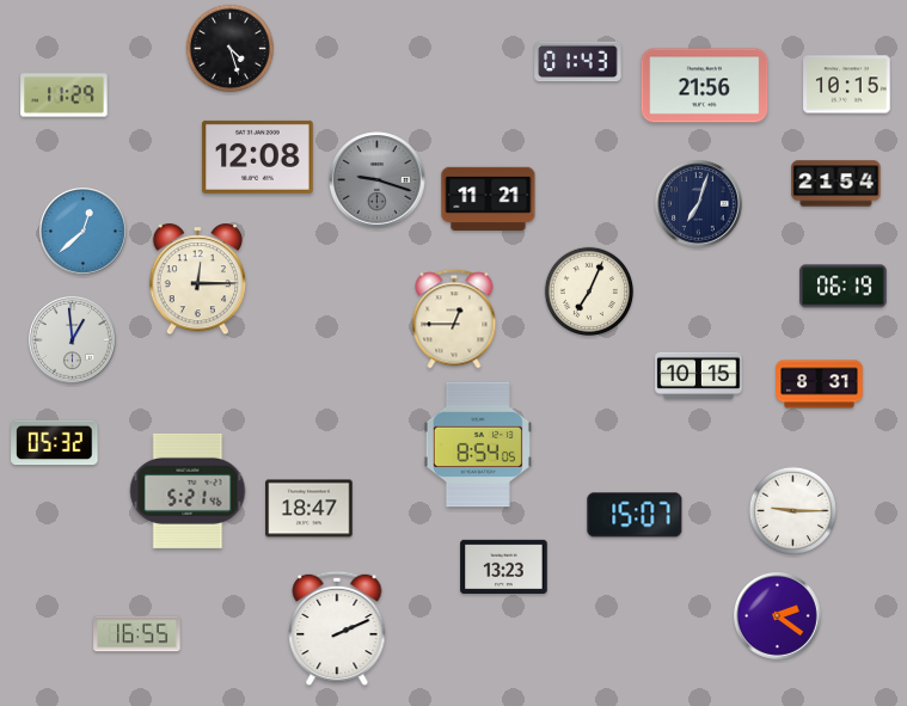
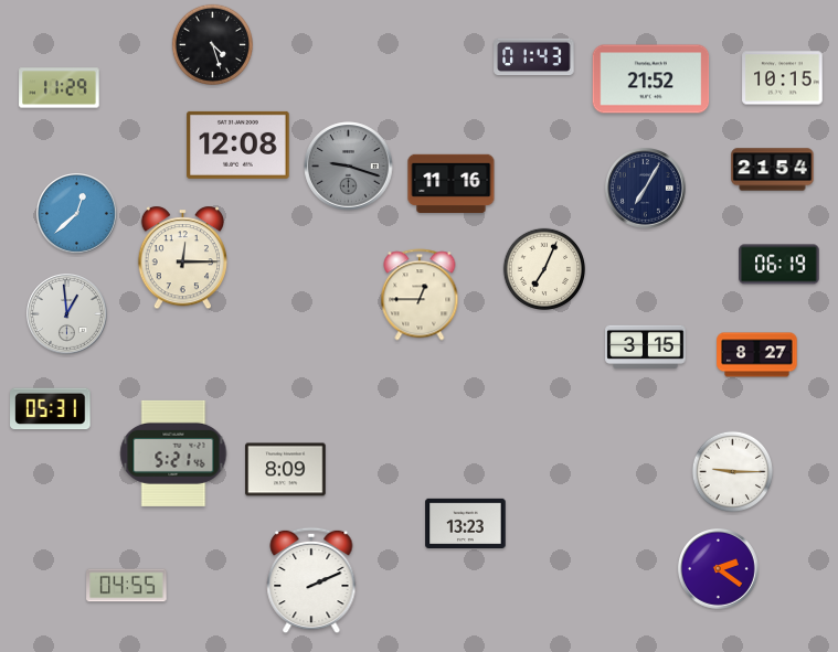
clock at (705, 86): 21:56 -> 21:52
clock at (489, 198): 11:21 -> 11:16
clock at (699, 204): 7:03 -> 7:05
clock at (699, 375): 10:15 -> 3:15
clock at (820, 385): 8:31 -> 8:27
clock at (55, 443): 05:32 -> 05:31
clock at (478, 444): 8:54 -> none
clock at (310, 509): 18:47 -> 8:09
clock at (635, 515): 15:07 -> none
clock at (137, 634): 16:55 -> 04:55
